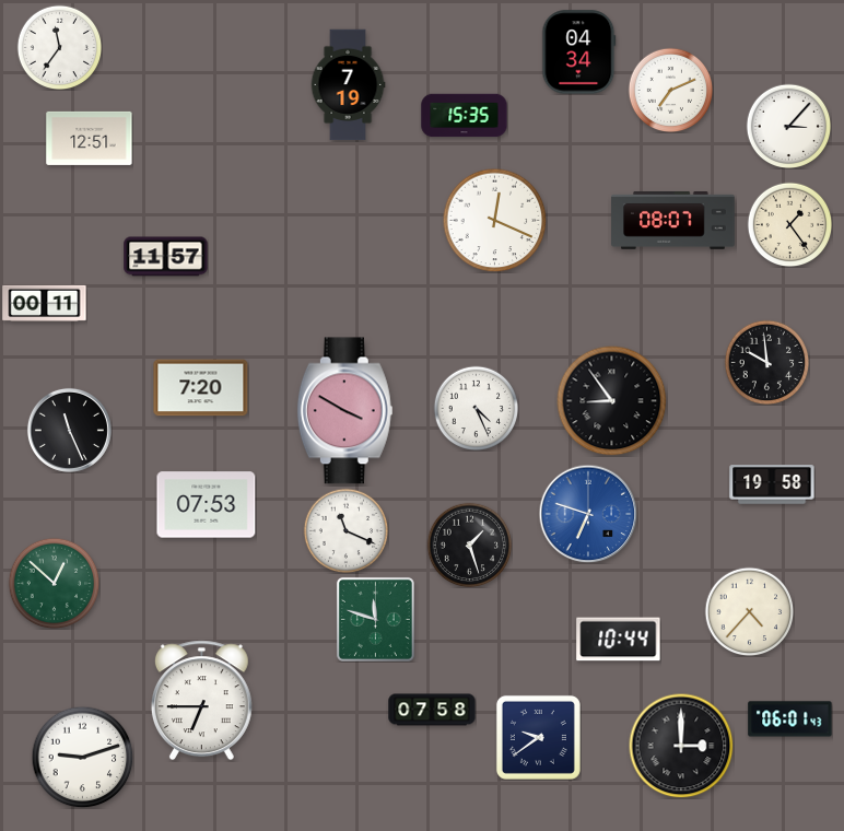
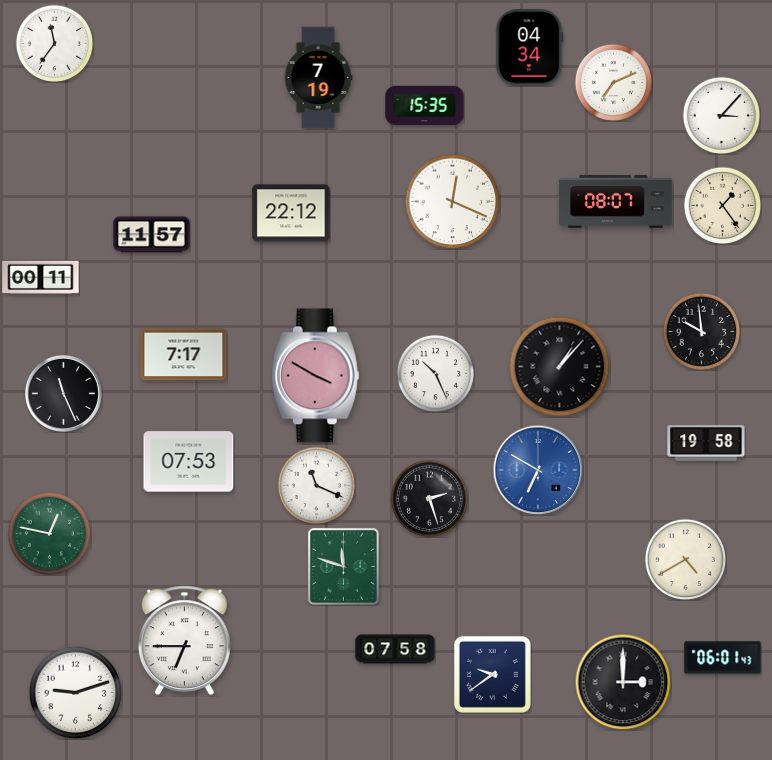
clock at (90, 138): 12:51 -> none
clock at (291, 213): none -> 22:12
clock at (201, 388): 7:20 -> 7:17
clock at (612, 401): 8:54 -> 1:07
clock at (476, 408): 4:26 -> 10:26
clock at (588, 514): 6:48 -> 6:50
clock at (469, 545): 1:27 -> 2:27
clock at (54, 583): 12:52 -> 12:47
clock at (749, 611): 4:37 -> 4:40
clock at (619, 640): 10:44 -> none
